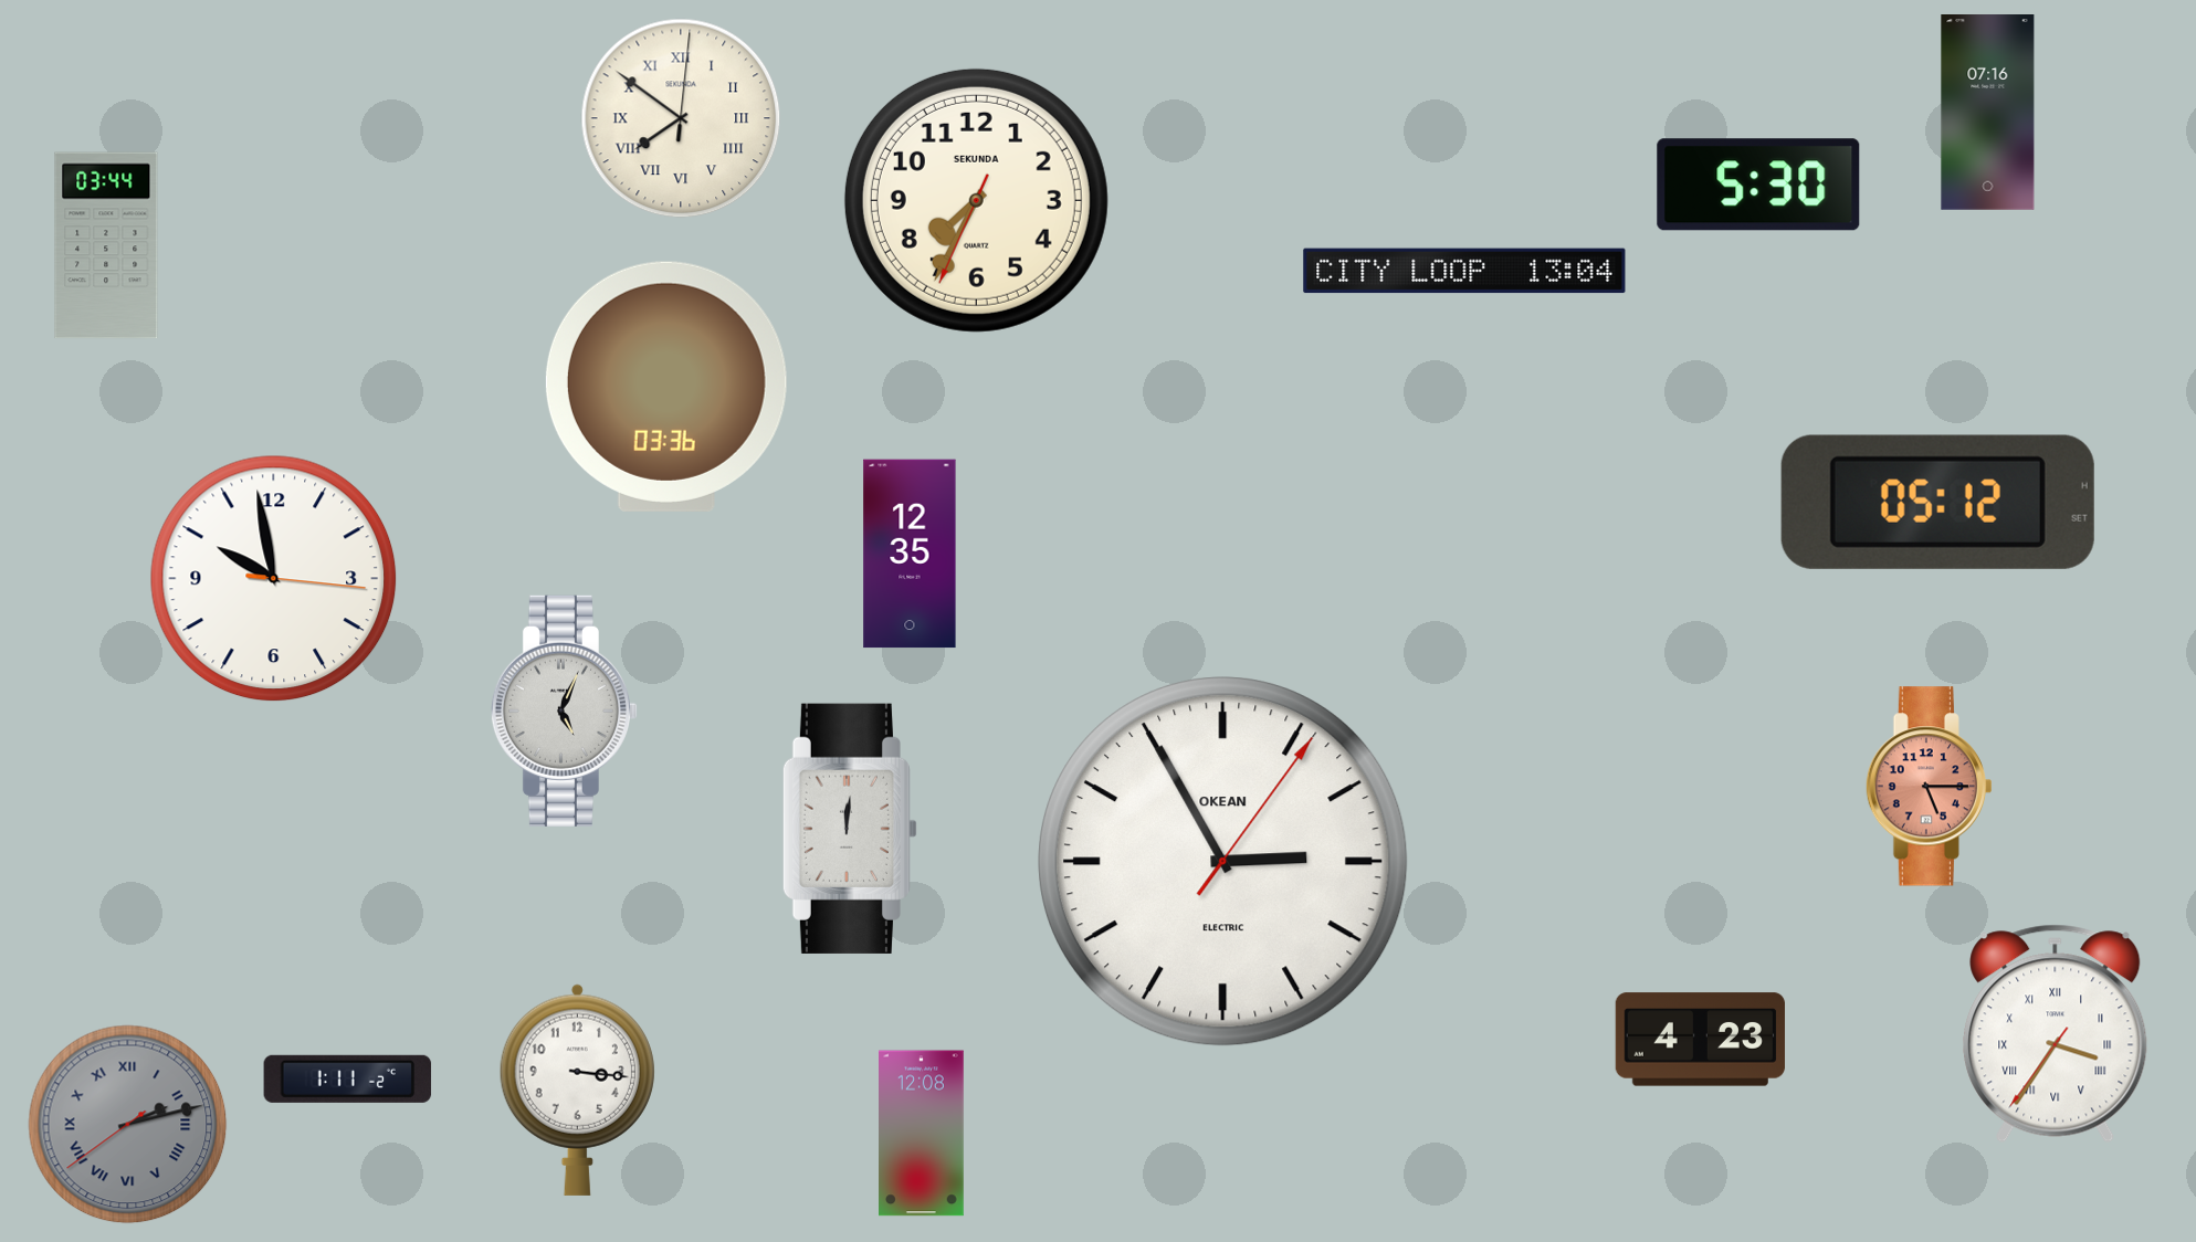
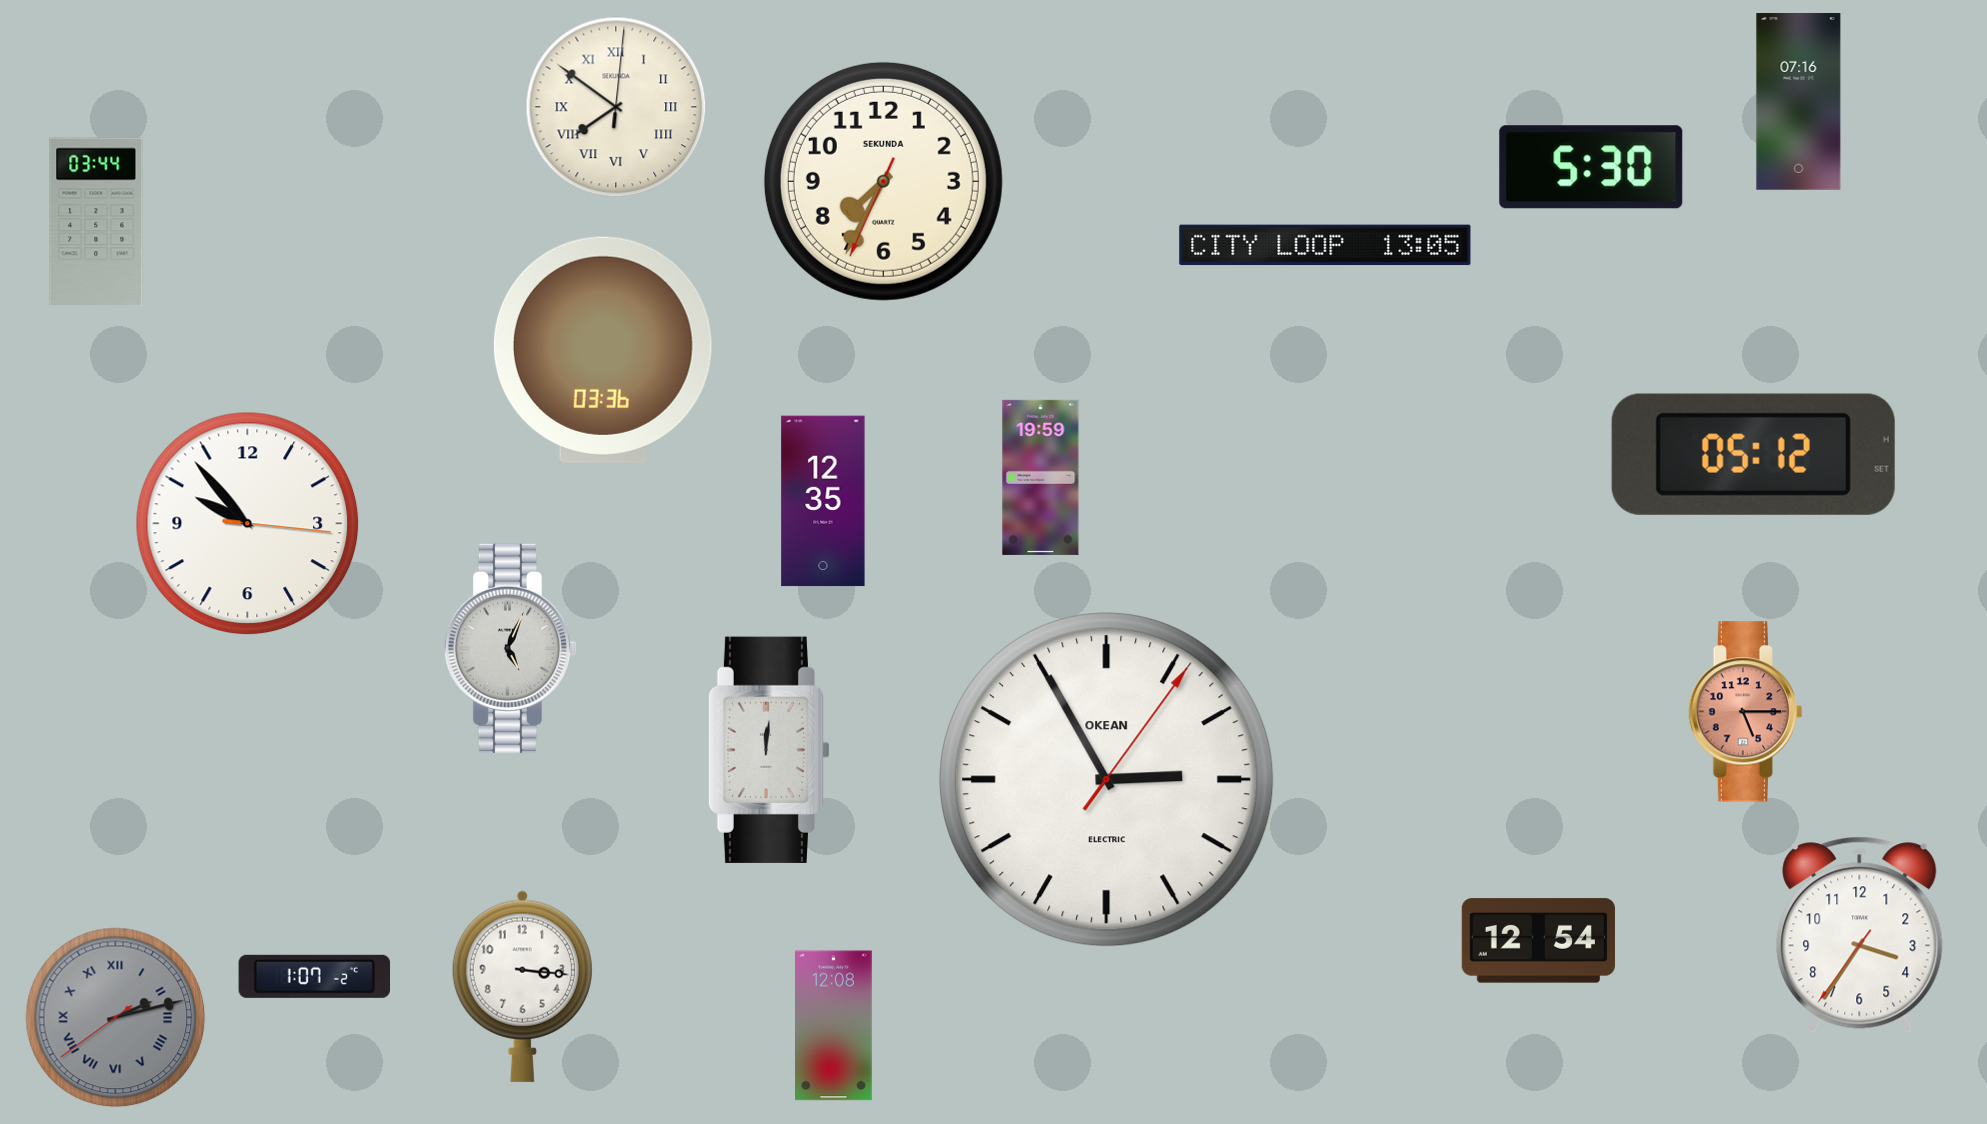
clock at (1464, 271): 13:04 -> 13:05
clock at (1041, 477): none -> 19:59
clock at (274, 579): 9:58 -> 9:53
clock at (564, 711) position: (564, 711) -> (510, 648)
clock at (2056, 1034) numerals: Roman -> Arabic
clock at (1700, 1040): 4:23 -> 12:54
clock at (348, 1078): 1:11 -> 1:07
